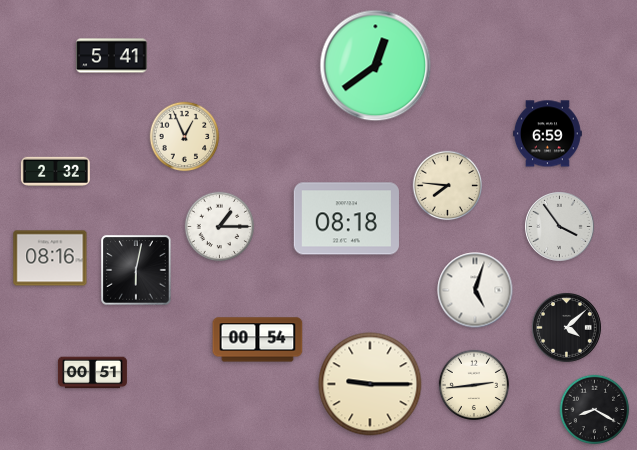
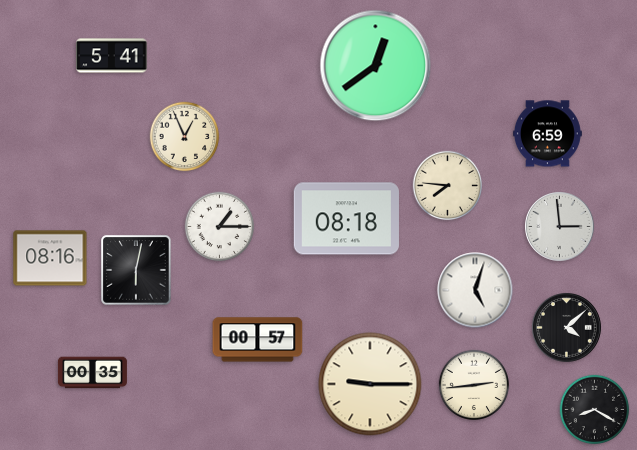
clock at (55, 171): 2:32 -> none
clock at (560, 227): 3:54 -> 2:59
clock at (258, 340): 00:54 -> 00:57
clock at (92, 373): 00:51 -> 00:35
